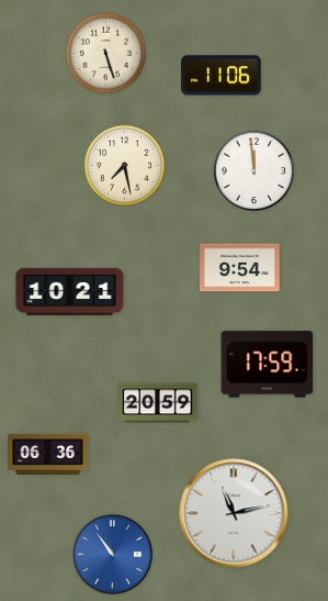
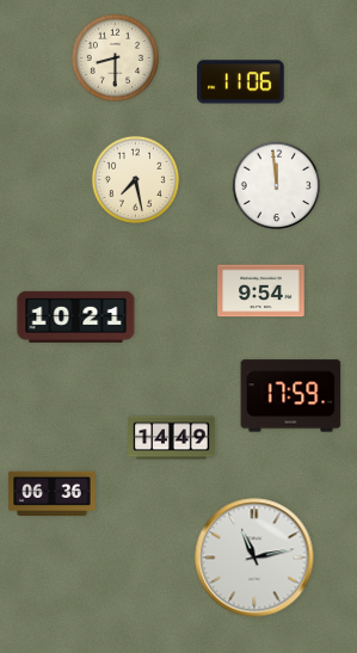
clock at (105, 53): 5:27 -> 8:30
clock at (158, 403): 20:59 -> 14:49
clock at (113, 555): 10:54 -> none
